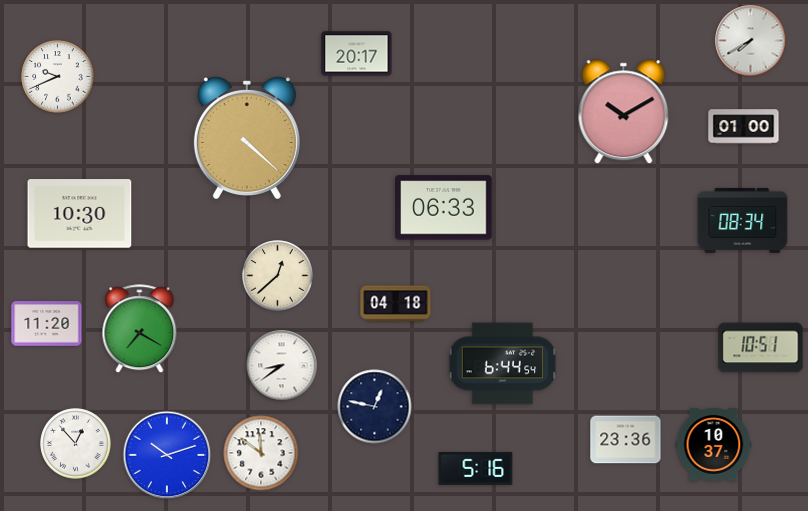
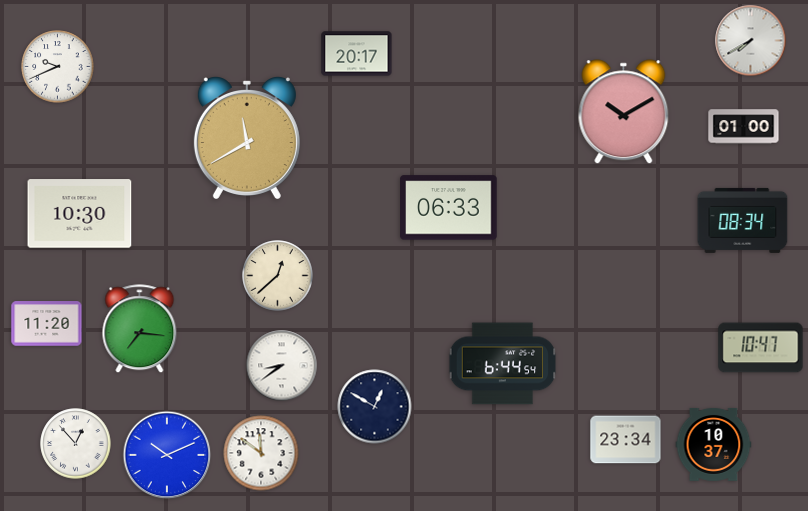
clock at (58, 77) position: (58, 77) -> (58, 67)
clock at (247, 138): 4:22 -> 11:40
clock at (444, 208) position: (444, 208) -> (449, 208)
clock at (396, 304): 04:18 -> none
clock at (140, 329): 7:20 -> 7:16
clock at (761, 348): 10:51 -> 10:47
clock at (375, 407): 12:47 -> 12:50
clock at (626, 440): 23:36 -> 23:34
clock at (167, 455): 10:12 -> 10:11
clock at (476, 468): 5:16 -> none
